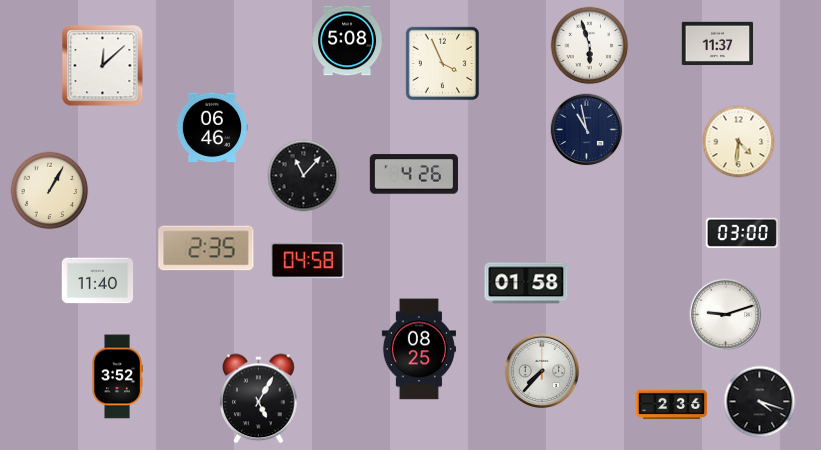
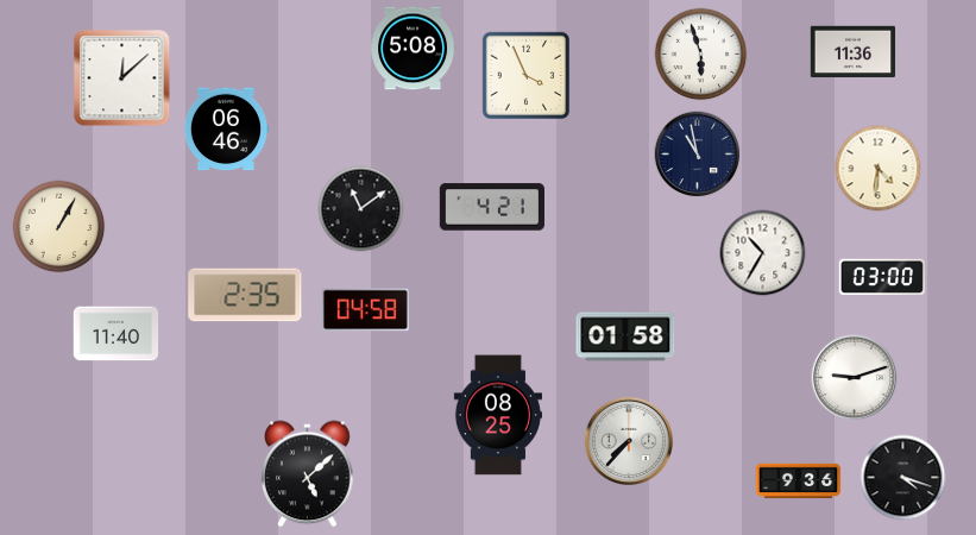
clock at (718, 44): 11:37 -> 11:36
clock at (212, 128) position: (212, 128) -> (226, 130)
clock at (414, 174): 4:26 -> 4:21
clock at (304, 176): 11:07 -> 11:09
clock at (763, 253): none -> 10:35
clock at (726, 315) position: (726, 315) -> (855, 378)
clock at (541, 370) position: (541, 370) -> (628, 440)
clock at (117, 377): 3:52 -> none
clock at (259, 399): 5:05 -> 5:08
clock at (672, 405): 2:36 -> 9:36
